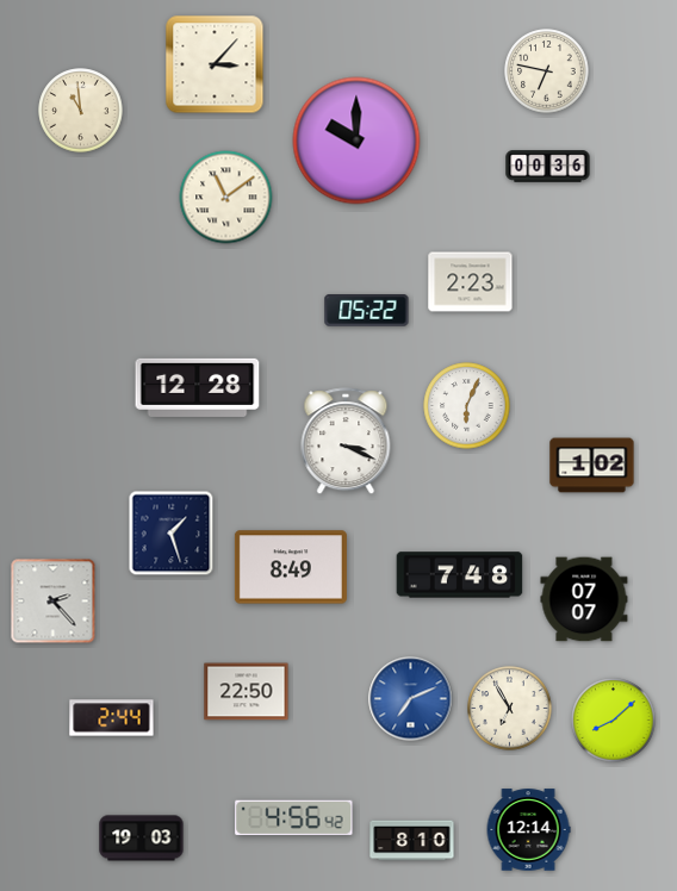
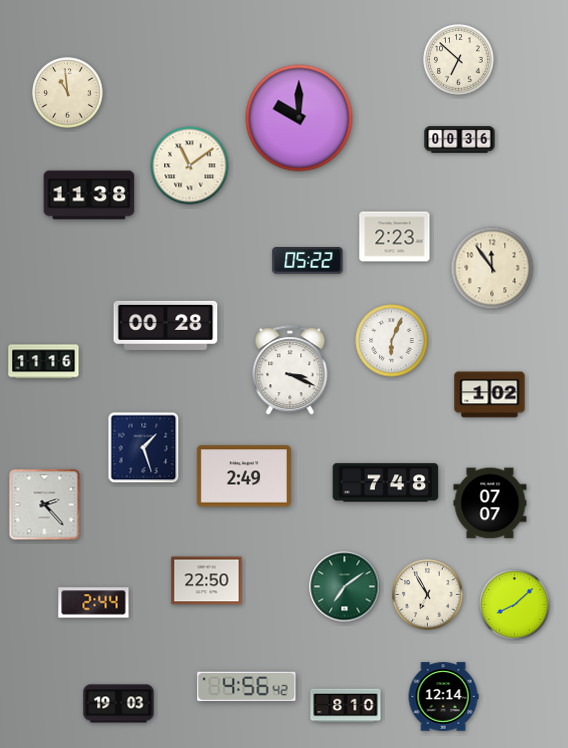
clock at (215, 64): 3:07 -> none
clock at (547, 71): 6:47 -> 6:52
clock at (89, 195): none -> 11:38
clock at (492, 268): none -> 11:54
clock at (198, 387): 12:28 -> 00:28
clock at (44, 362): none -> 11:16
clock at (592, 466) position: (592, 466) -> (490, 395)
clock at (291, 567): 8:49 -> 2:49
clock at (411, 699): 7:11 -> 7:09
clock at (411, 699) dial: blue -> green
